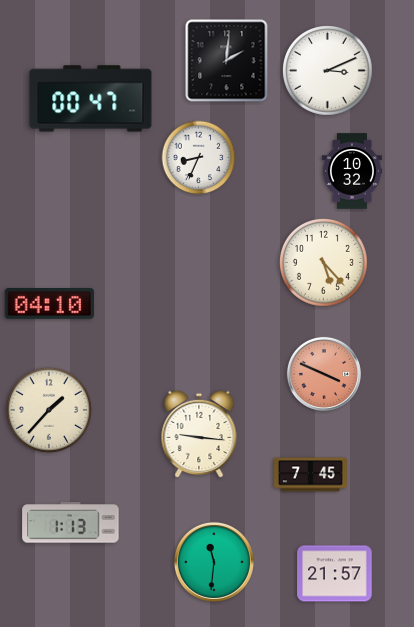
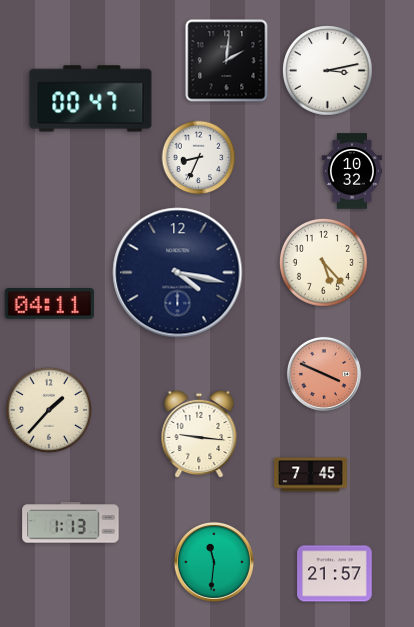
clock at (328, 71): 3:11 -> 3:13
clock at (178, 273): none -> 4:17
clock at (49, 304): 04:10 -> 04:11
